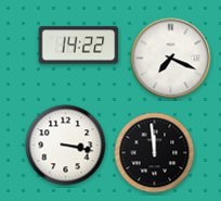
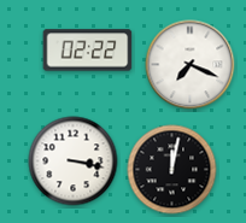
clock at (79, 46): 14:22 -> 02:22
clock at (155, 153): 11:59 -> 12:02
